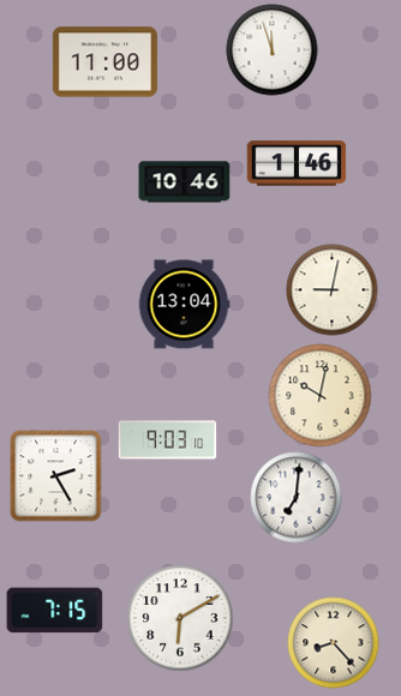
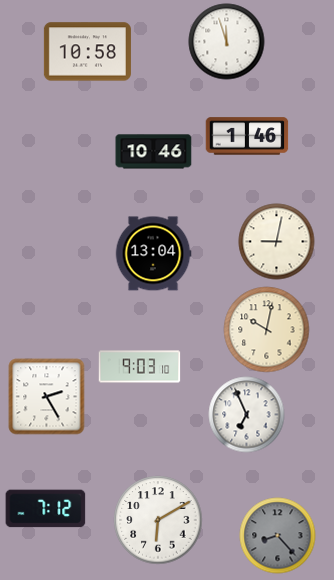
clock at (104, 62): 11:00 -> 10:58
clock at (297, 498): 7:01 -> 6:56
clock at (55, 611): 7:15 -> 7:12
clock at (180, 618) position: (180, 618) -> (158, 520)
clock at (334, 643) dial: cream -> grey
